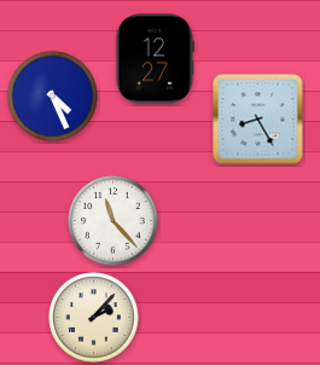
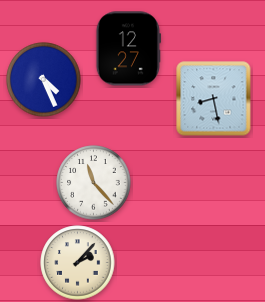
clock at (258, 120): 8:25 -> 8:28
